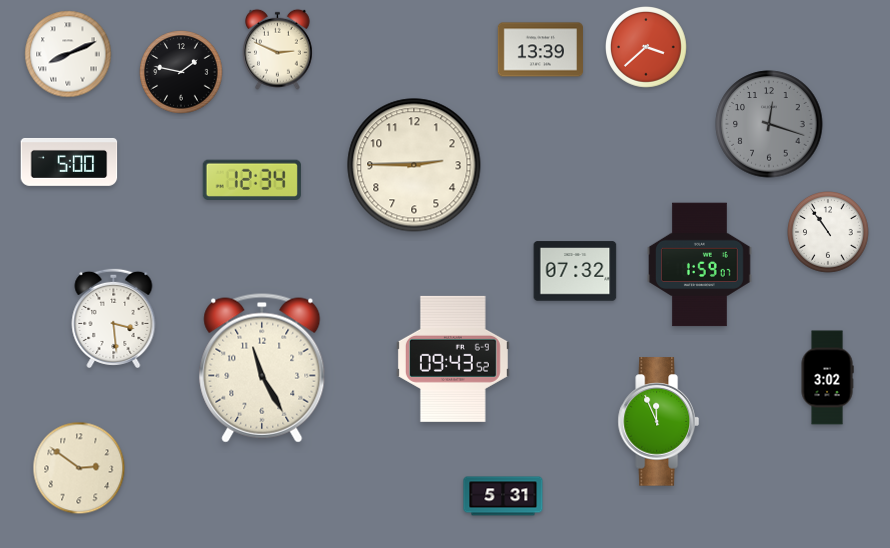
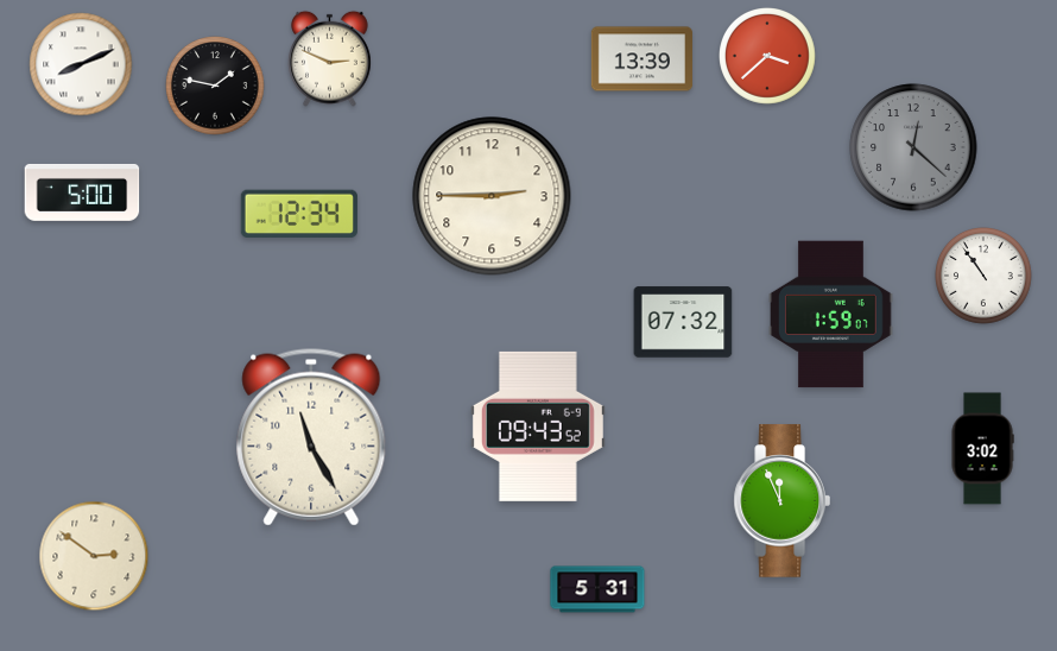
clock at (769, 124): 12:18 -> 12:22
clock at (114, 318): 3:29 -> none
